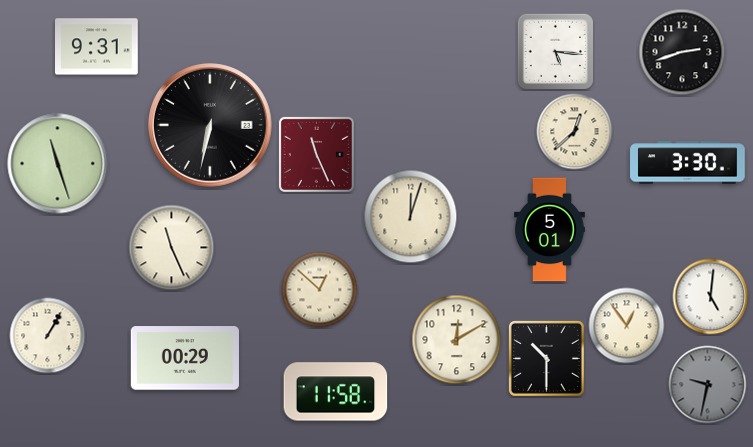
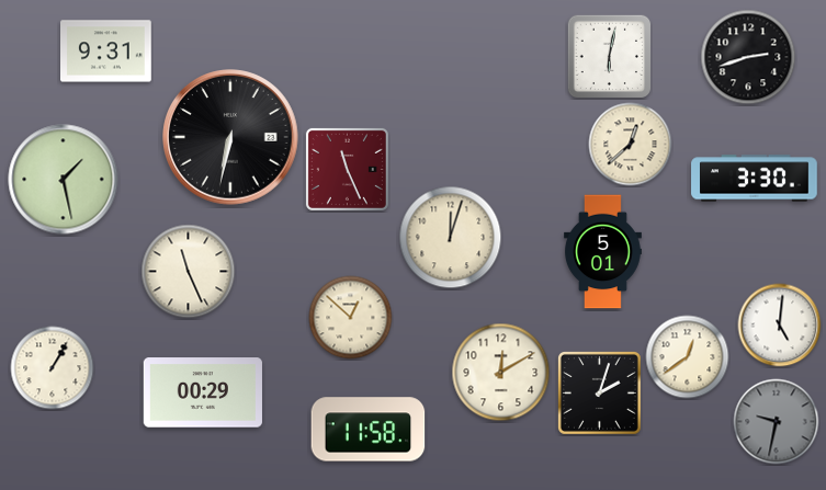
clock at (555, 51): 5:16 -> 6:02
clock at (58, 164): 11:27 -> 1:28
clock at (627, 326): 12:54 -> 12:39
clock at (546, 358): 10:30 -> 2:03
